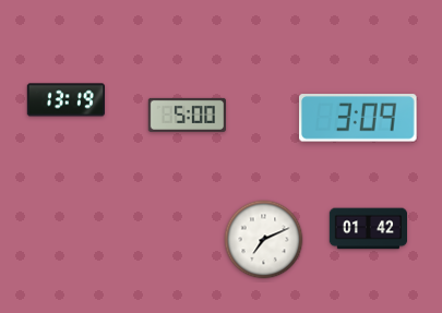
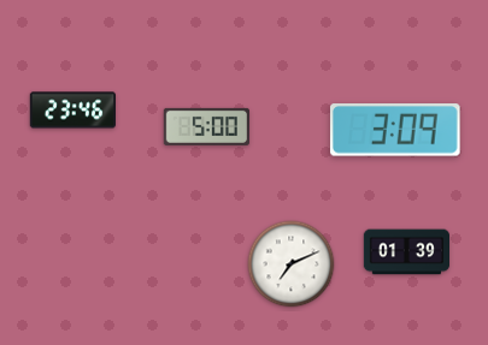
clock at (65, 100): 13:19 -> 23:46
clock at (368, 229): 01:42 -> 01:39
